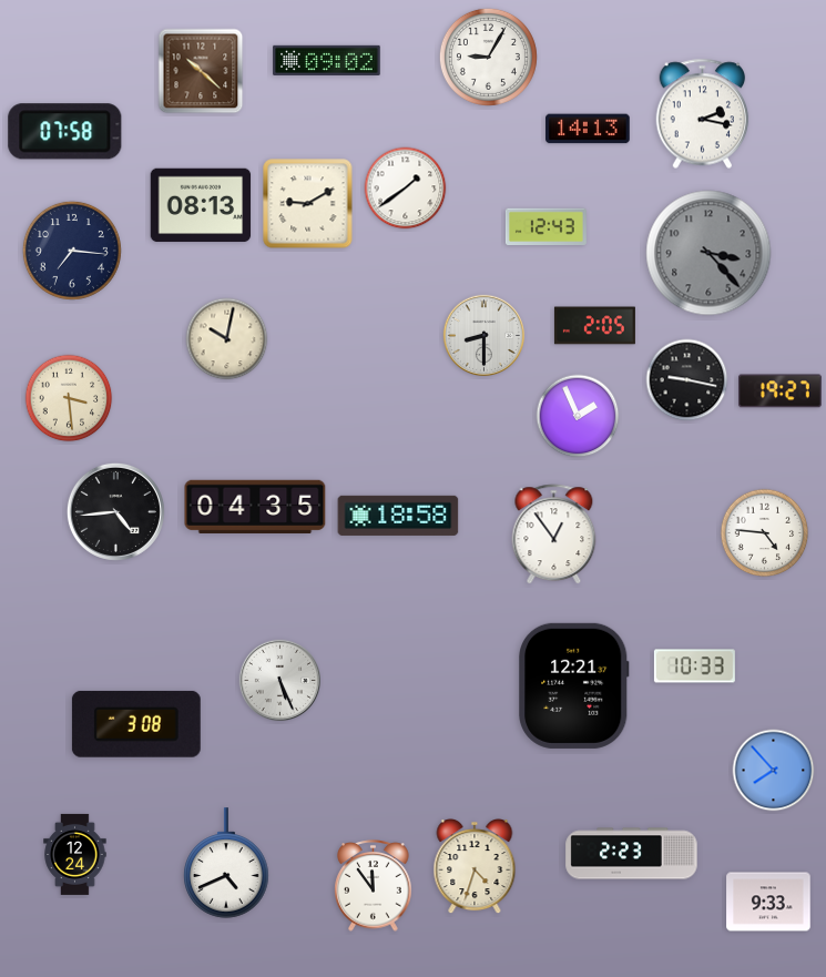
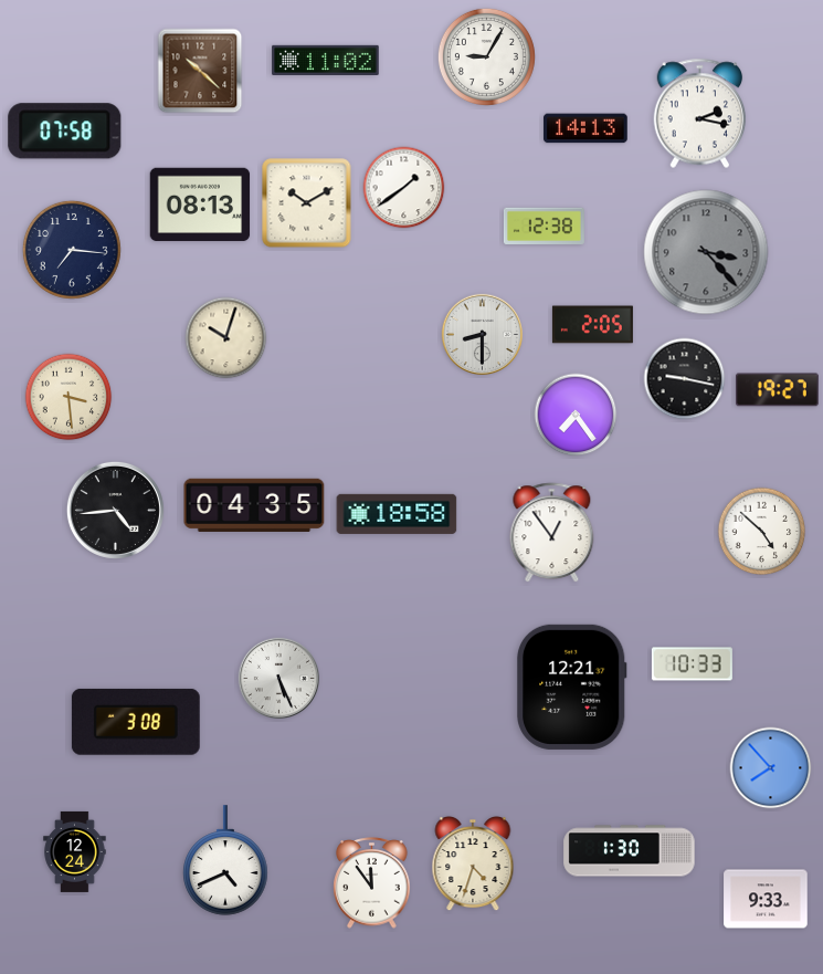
clock at (327, 60): 09:02 -> 11:02
clock at (308, 204): 9:10 -> 10:10
clock at (545, 227): 12:43 -> 12:38
clock at (227, 339): 10:02 -> 10:03
clock at (578, 416): 1:56 -> 7:24
clock at (765, 533): 4:46 -> 4:52
clock at (574, 685) position: (574, 685) -> (572, 687)
clock at (632, 854): 2:23 -> 1:30
